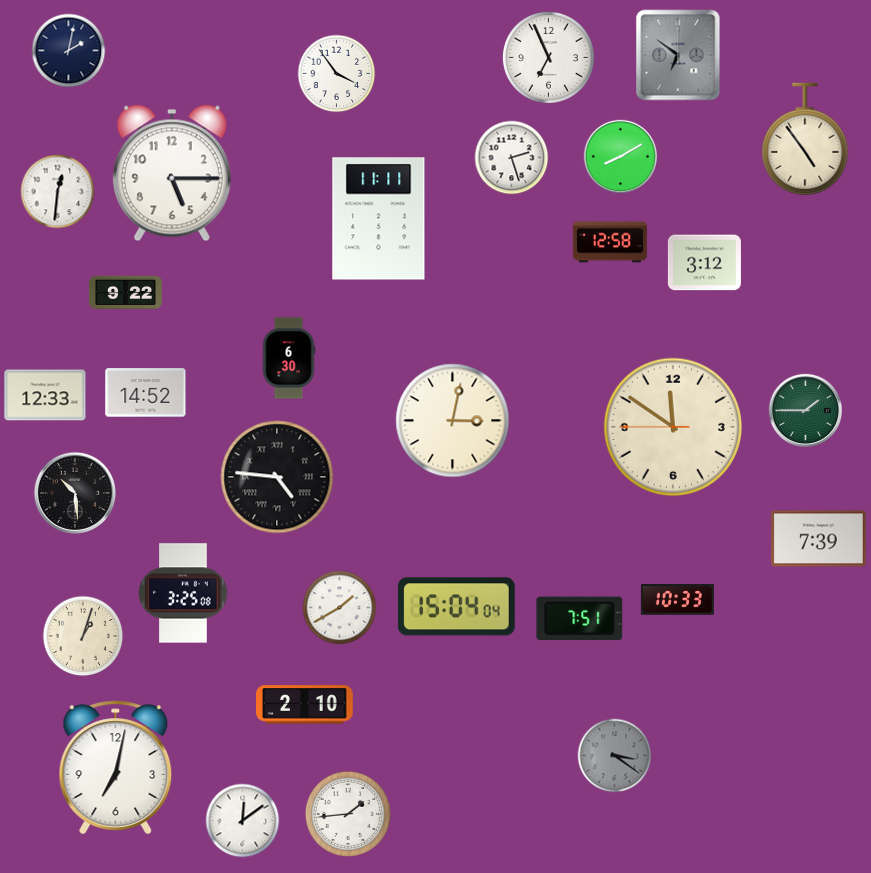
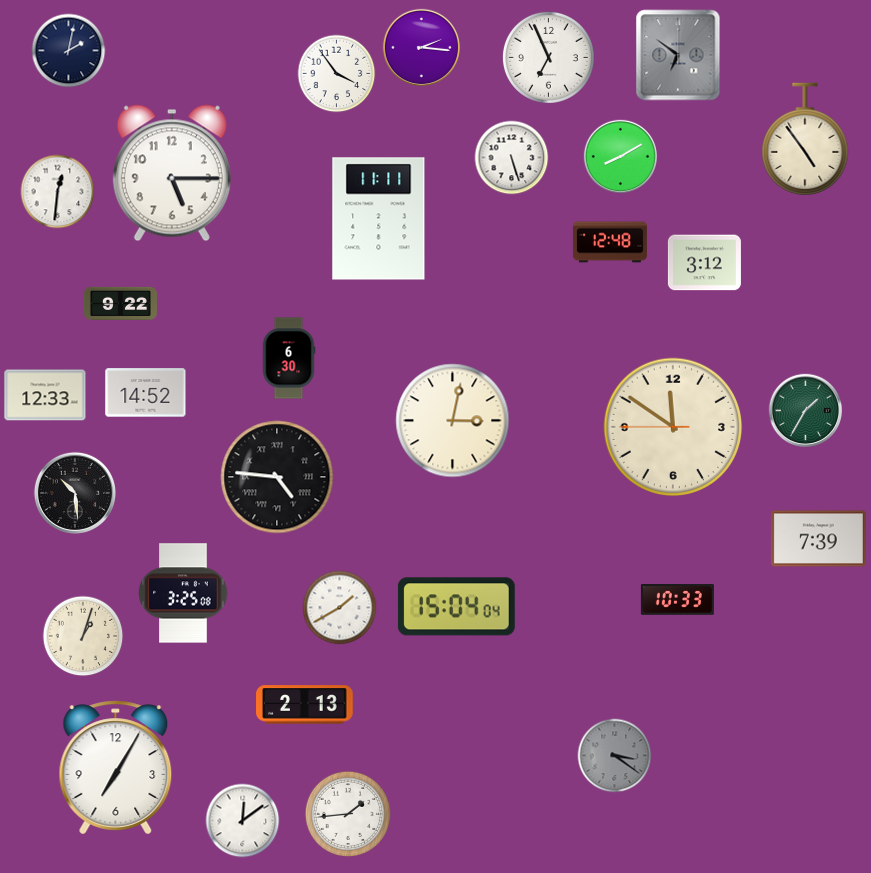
clock at (421, 47): none -> 2:16
clock at (512, 158): 2:27 -> 5:27
clock at (610, 242): 12:58 -> 12:48
clock at (125, 292) position: (125, 292) -> (120, 303)
clock at (805, 410): 1:45 -> 1:35
clock at (580, 619): 7:51 -> none
clock at (305, 705): 2:10 -> 2:13
clock at (116, 768): 7:02 -> 7:05
